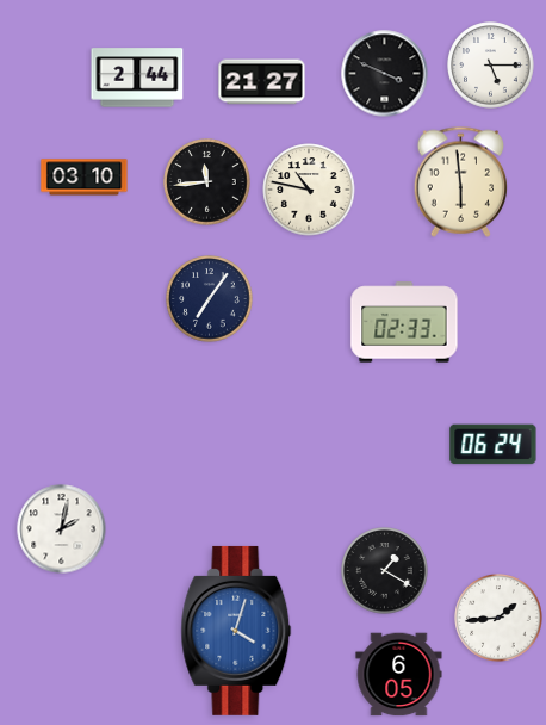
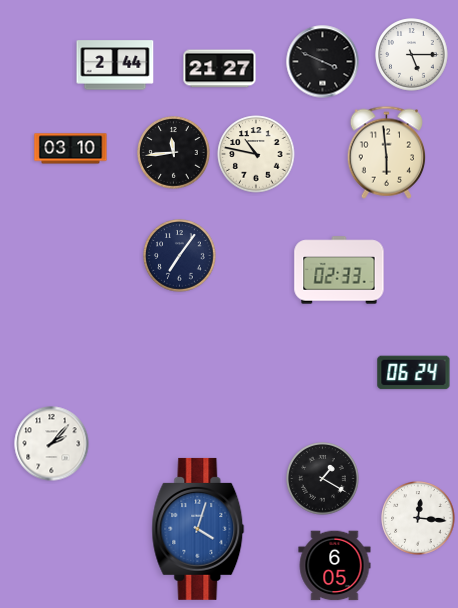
clock at (309, 190) position: (309, 190) -> (256, 154)
clock at (210, 299) position: (210, 299) -> (180, 256)
clock at (62, 529): 2:02 -> 2:07
clock at (498, 618): 1:44 -> 12:16
